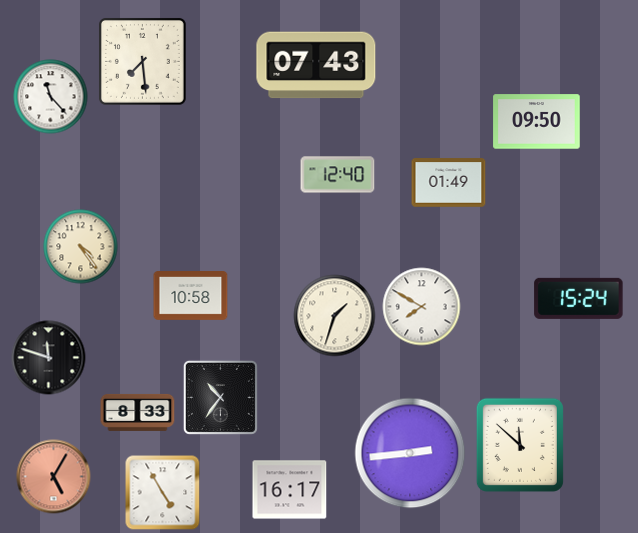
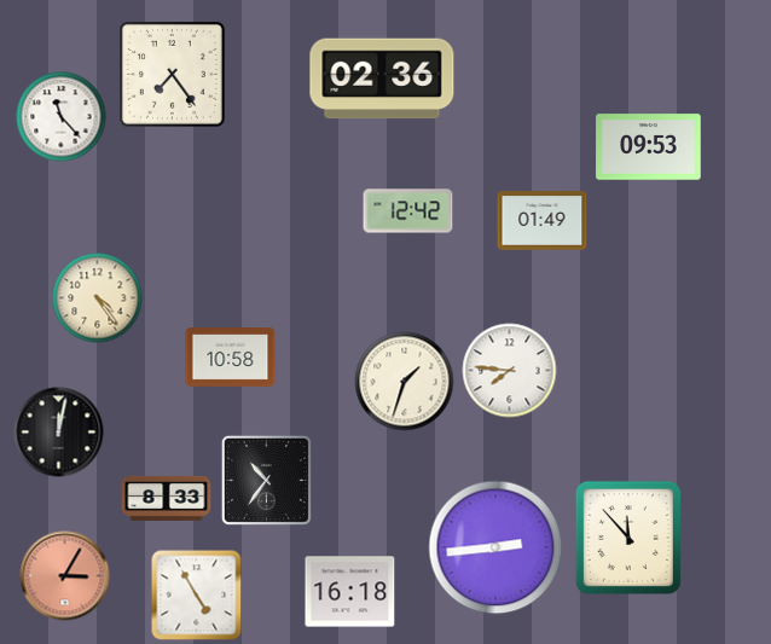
clock at (142, 61): 7:29 -> 7:24
clock at (316, 65): 07:43 -> 02:36
clock at (537, 122): 09:50 -> 09:53
clock at (338, 175): 12:40 -> 12:42
clock at (579, 298): 15:24 -> none
clock at (422, 307): 7:50 -> 7:46
clock at (49, 358): 11:48 -> 12:02
clock at (520, 445): 11:52 -> 11:53
clock at (54, 477): 5:05 -> 3:05
clock at (290, 490): 16:17 -> 16:18
